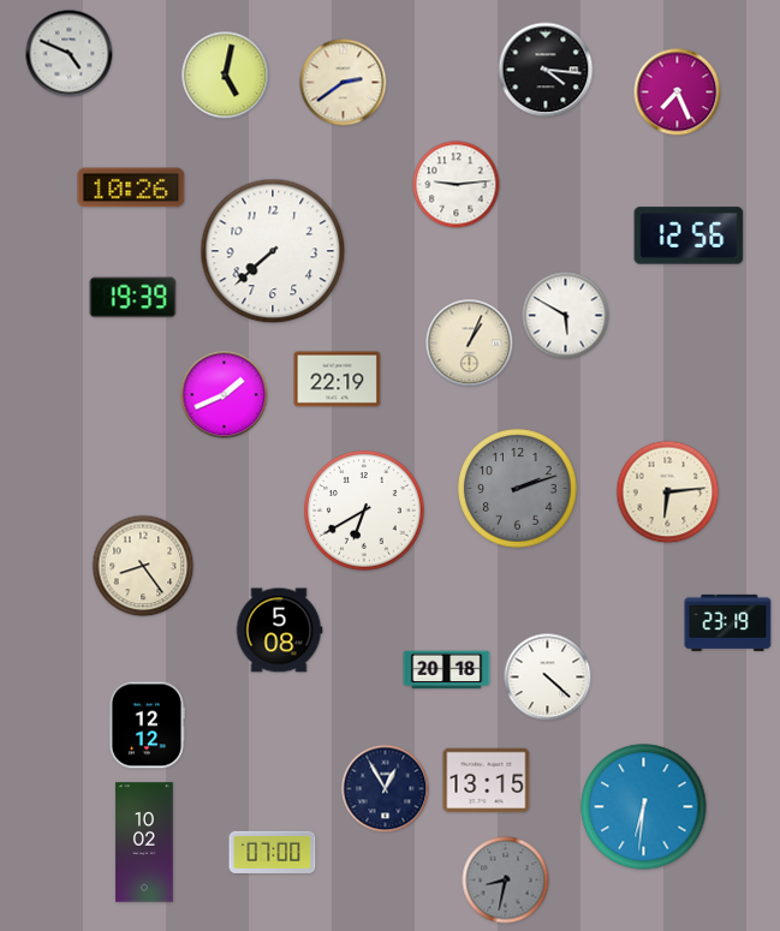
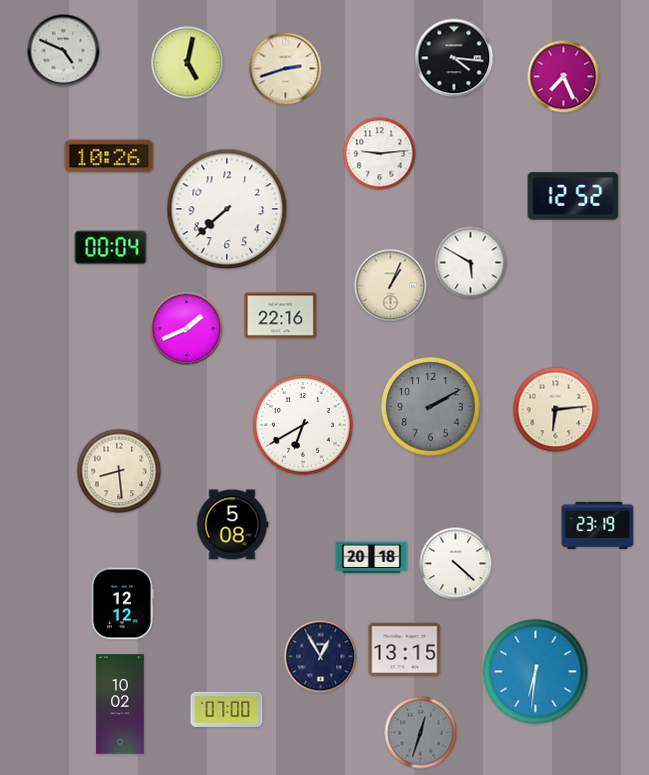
clock at (70, 54) position: (70, 54) -> (64, 51)
clock at (344, 83): 2:39 -> 2:42
clock at (689, 235): 12:56 -> 12:52
clock at (133, 298): 19:39 -> 00:04
clock at (338, 380): 22:19 -> 22:16
clock at (518, 489): 2:12 -> 2:10
clock at (143, 566): 8:24 -> 8:29
clock at (728, 622) position: (728, 622) -> (598, 525)
clock at (144, 842) position: (144, 842) -> (120, 704)
clock at (506, 881): 8:32 -> 12:33
